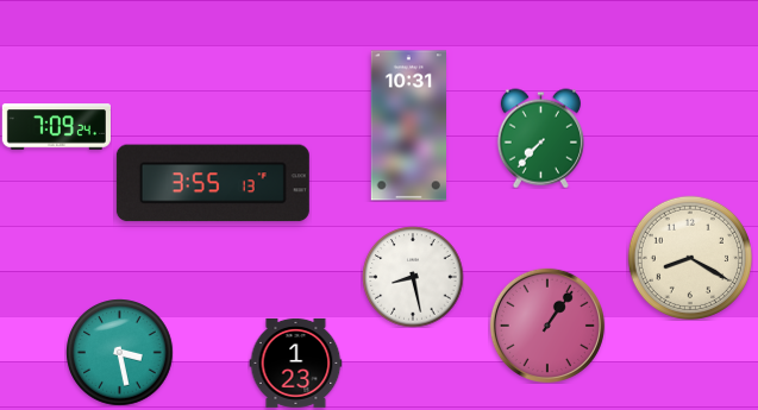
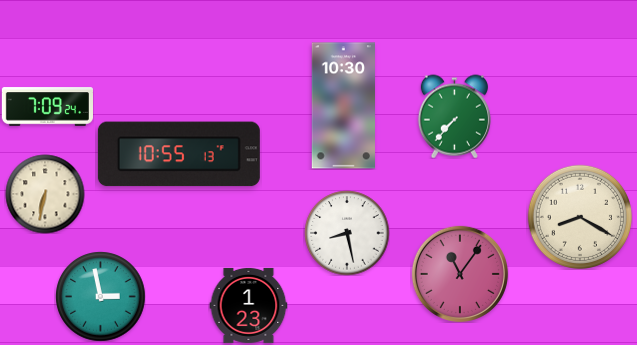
clock at (409, 126): 10:31 -> 10:30
clock at (213, 183): 3:55 -> 10:55
clock at (45, 194): none -> 6:32
clock at (547, 326): 1:06 -> 11:06
clock at (119, 352): 3:28 -> 2:58
